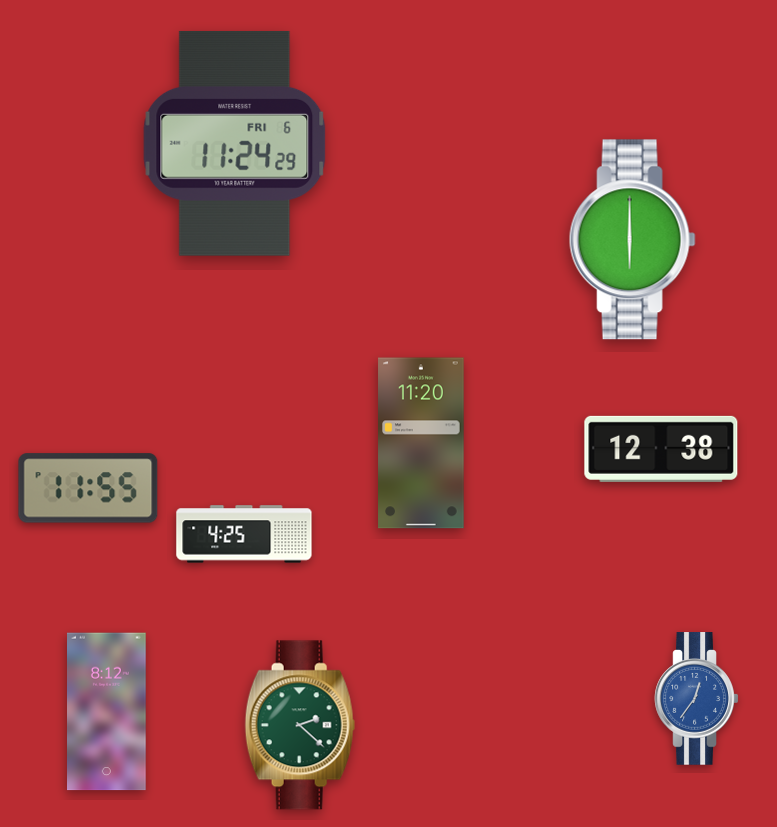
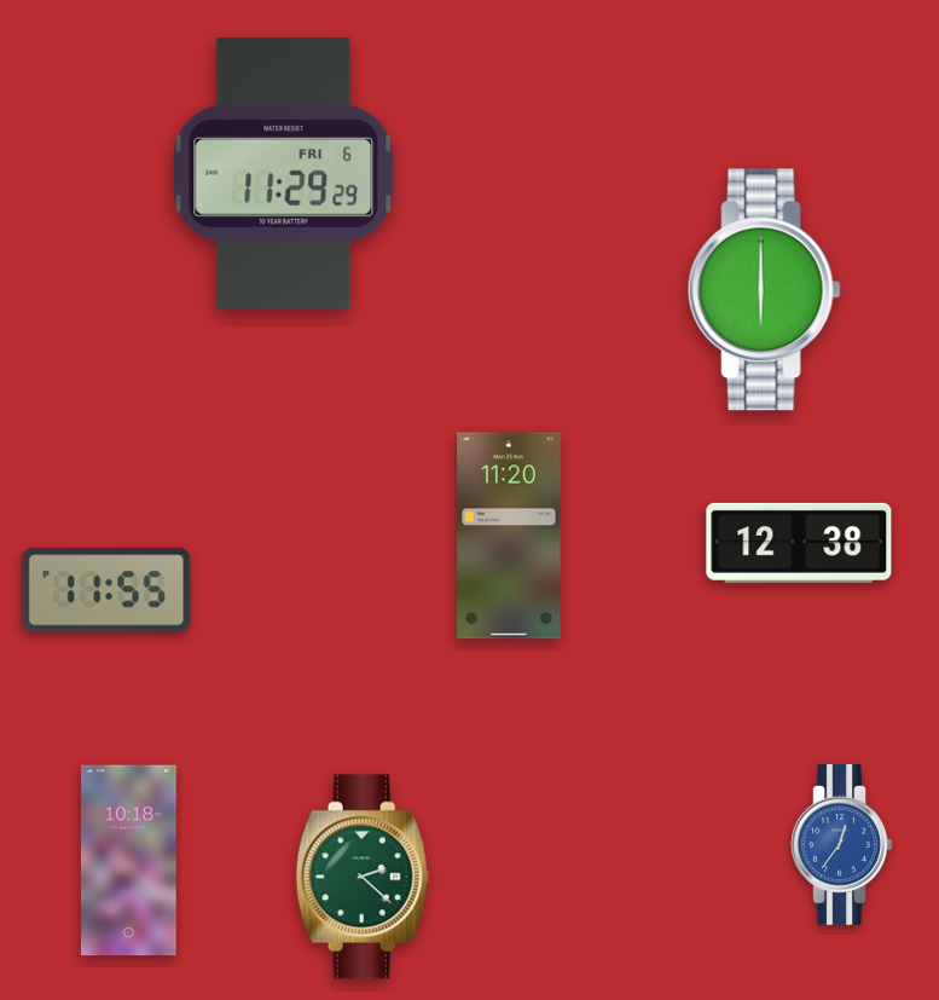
clock at (235, 143): 11:24 -> 11:29
clock at (244, 534): 4:25 -> none
clock at (107, 712): 8:12 -> 10:18
